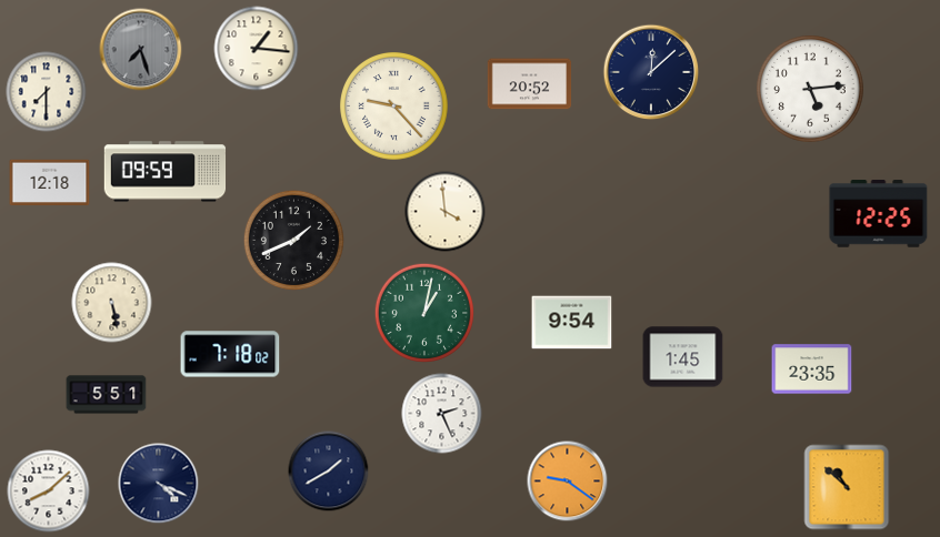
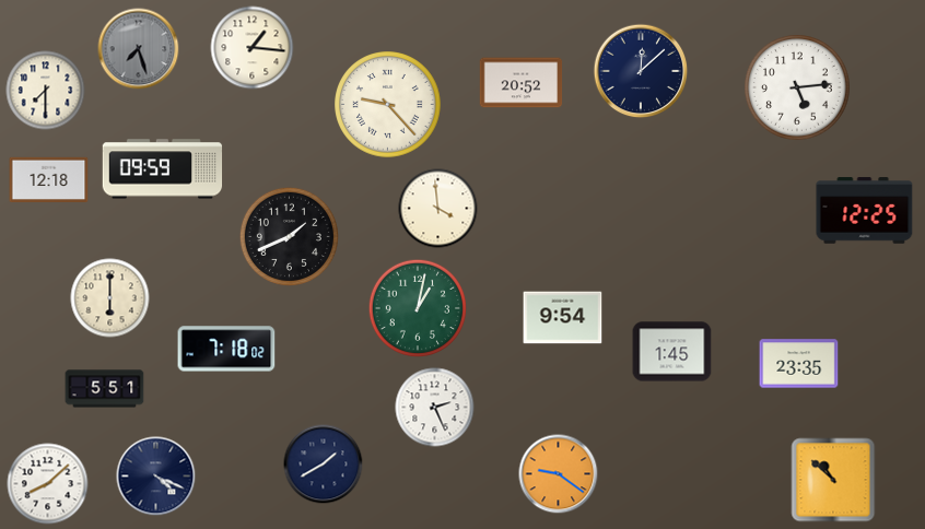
clock at (112, 303): 5:28 -> 6:00
